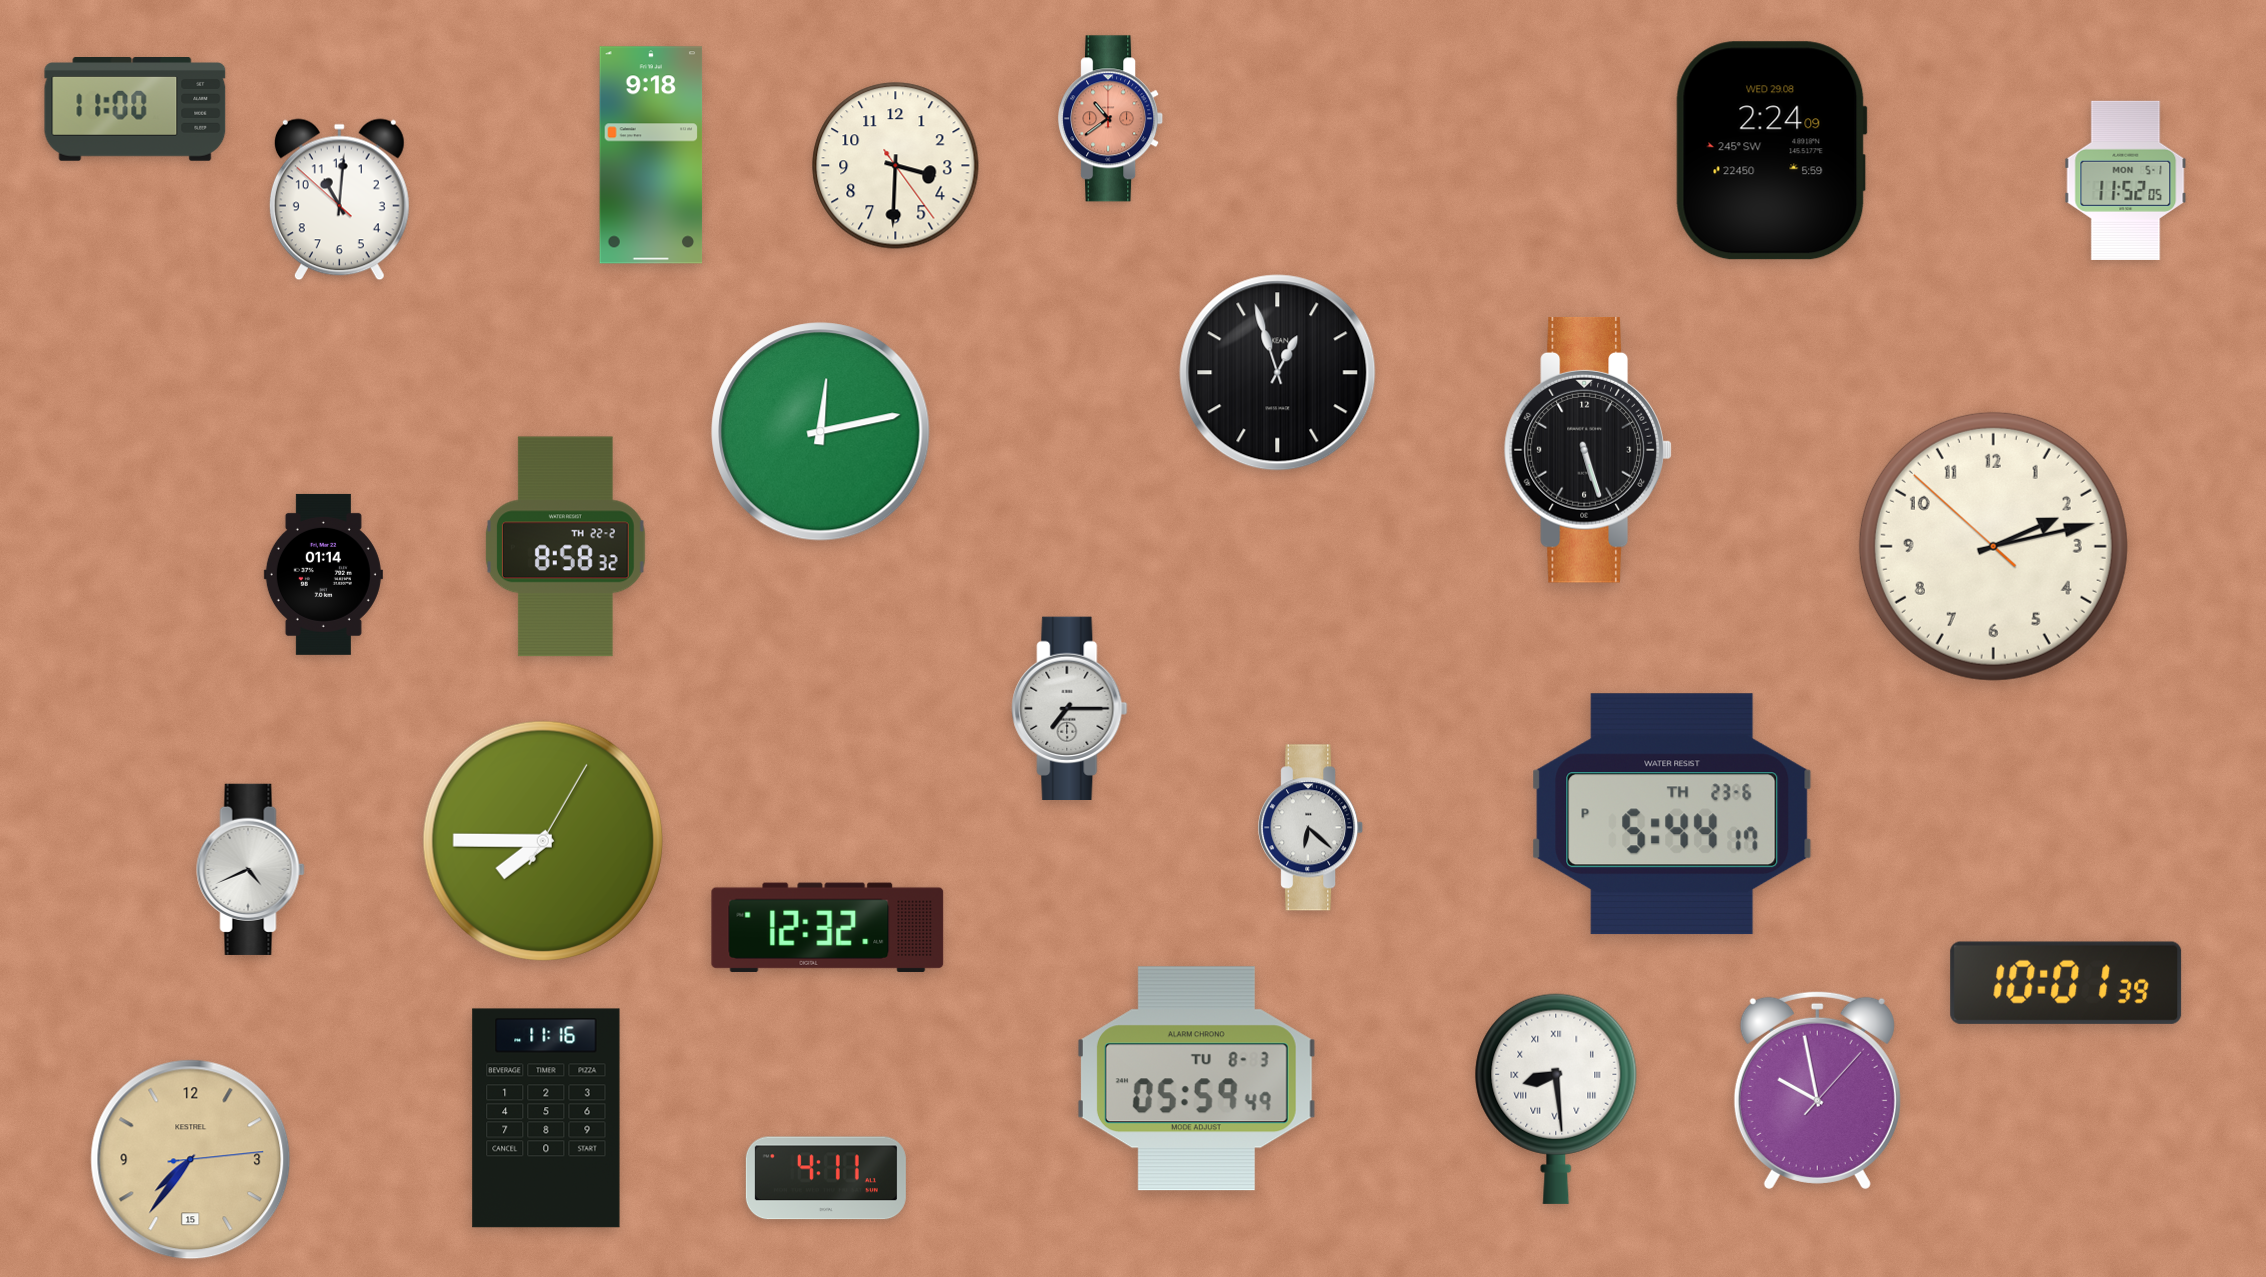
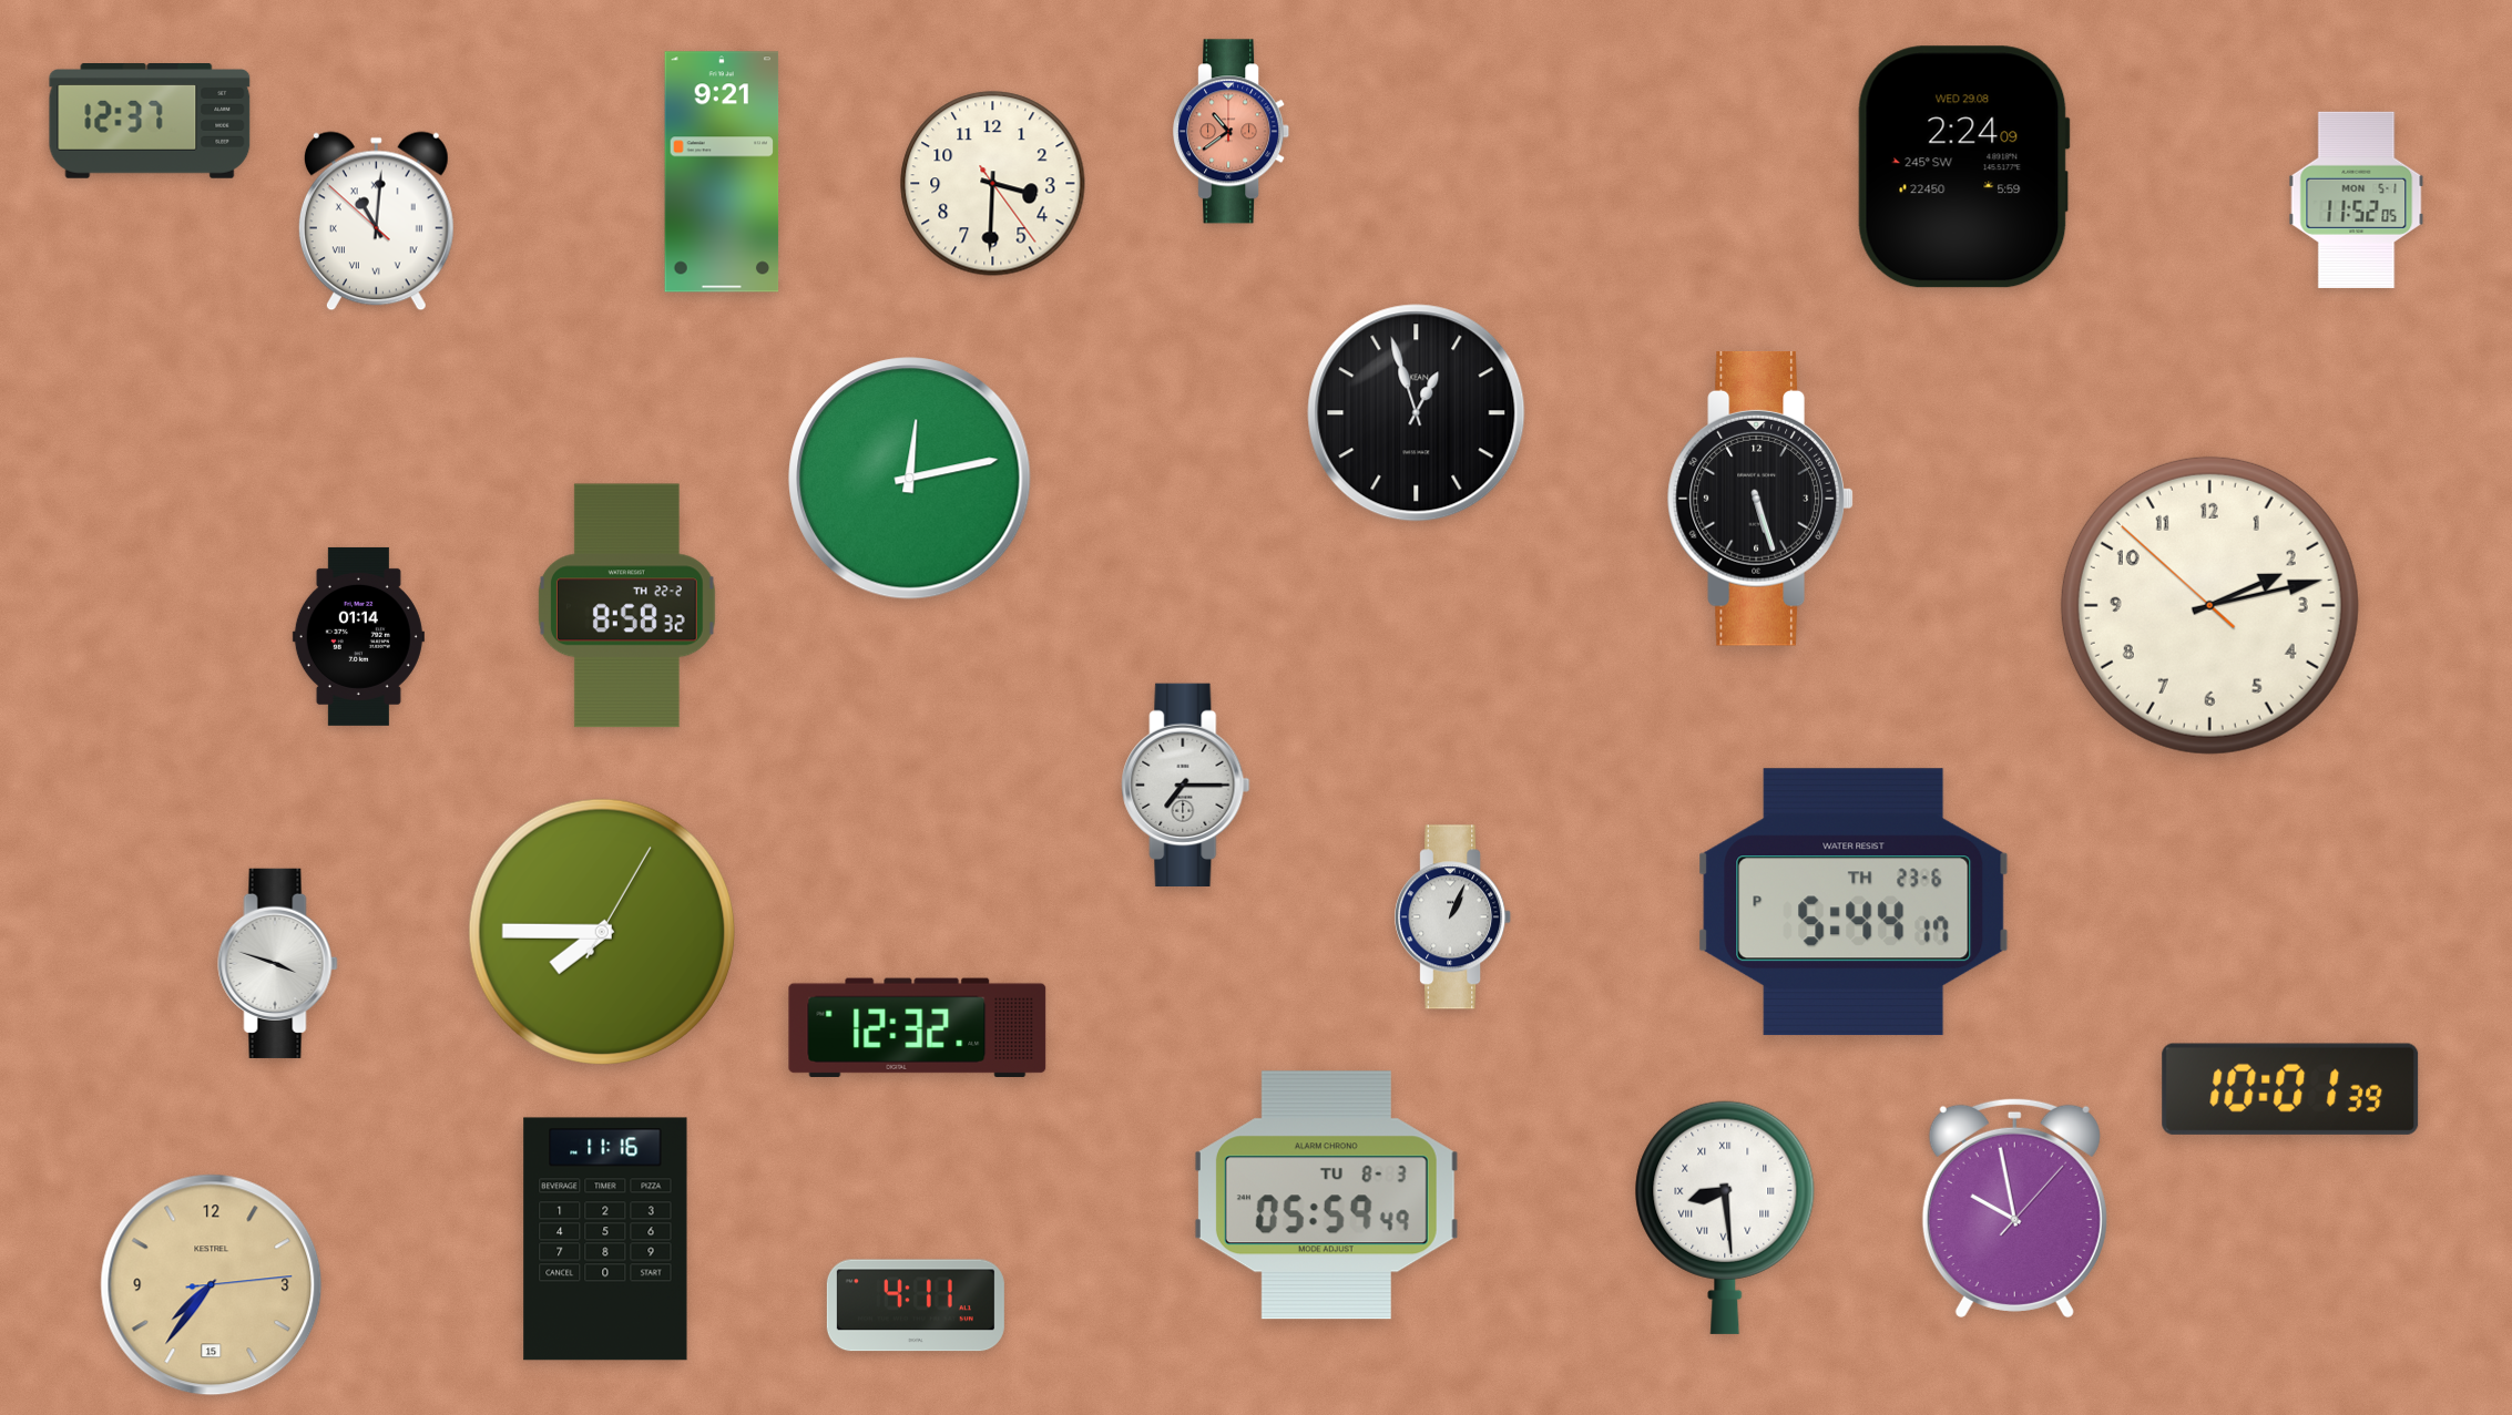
clock at (135, 110): 11:00 -> 12:37
clock at (651, 155): 9:18 -> 9:21
clock at (339, 200) numerals: Arabic -> Roman
clock at (1311, 828): 6:22 -> 1:04
clock at (251, 869): 4:41 -> 3:48
